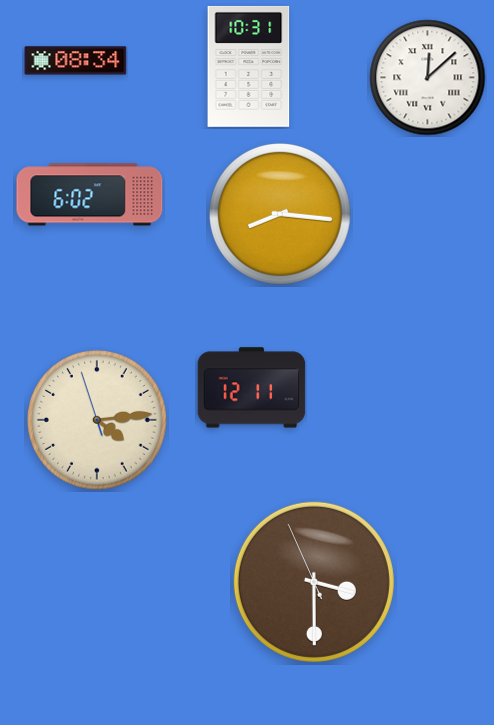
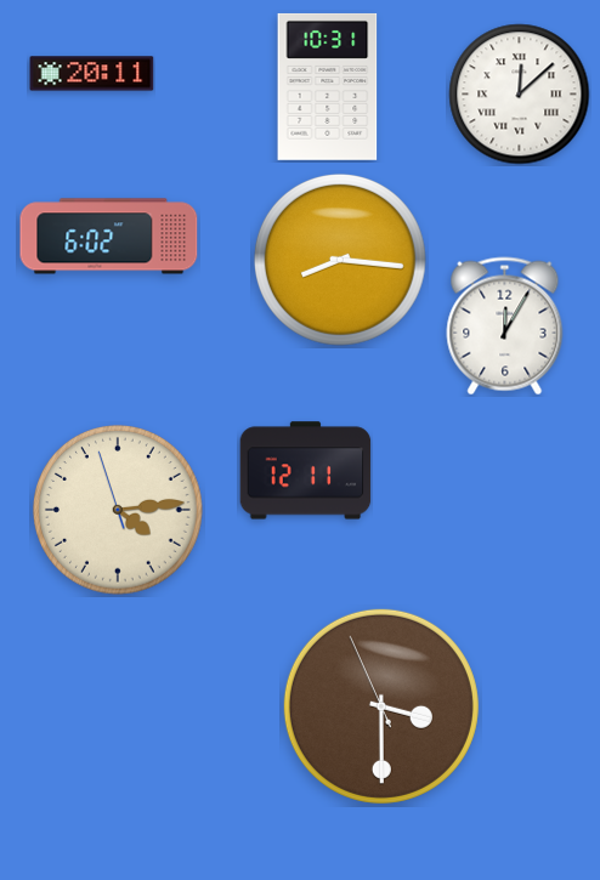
clock at (76, 61): 08:34 -> 20:11
clock at (249, 66) position: (249, 66) -> (328, 86)
clock at (505, 327): none -> 12:05
